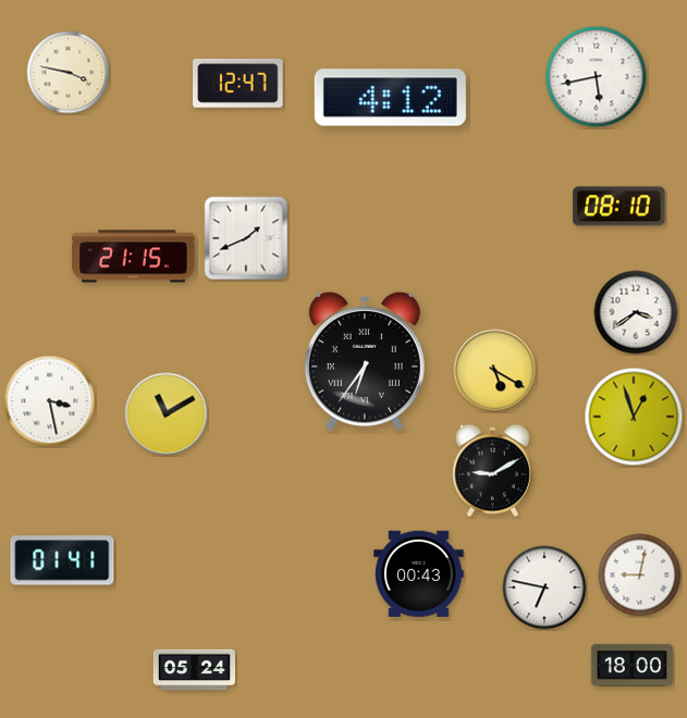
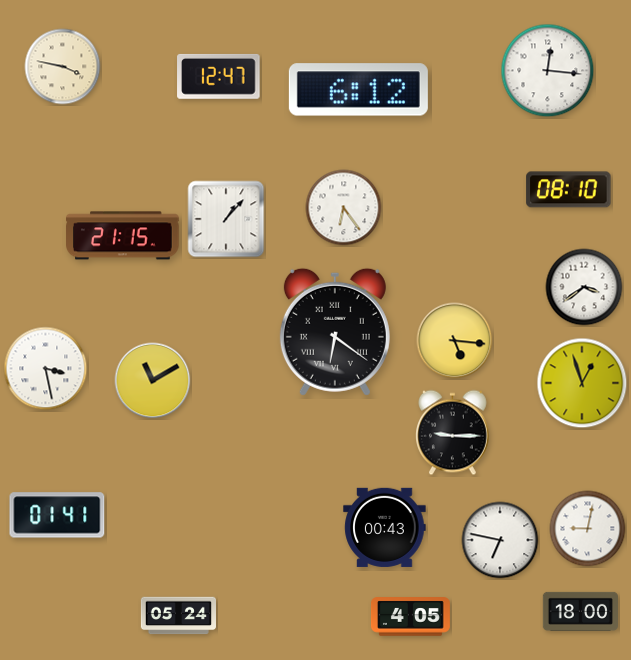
clock at (597, 77): 5:43 -> 12:16
clock at (390, 98): 4:12 -> 6:12
clock at (344, 208): none -> 6:24
clock at (246, 238): 1:41 -> 1:07
clock at (365, 361): 6:36 -> 6:21
clock at (495, 371): 5:20 -> 5:16
clock at (493, 471): 9:10 -> 9:15
clock at (410, 617): none -> 4:05
